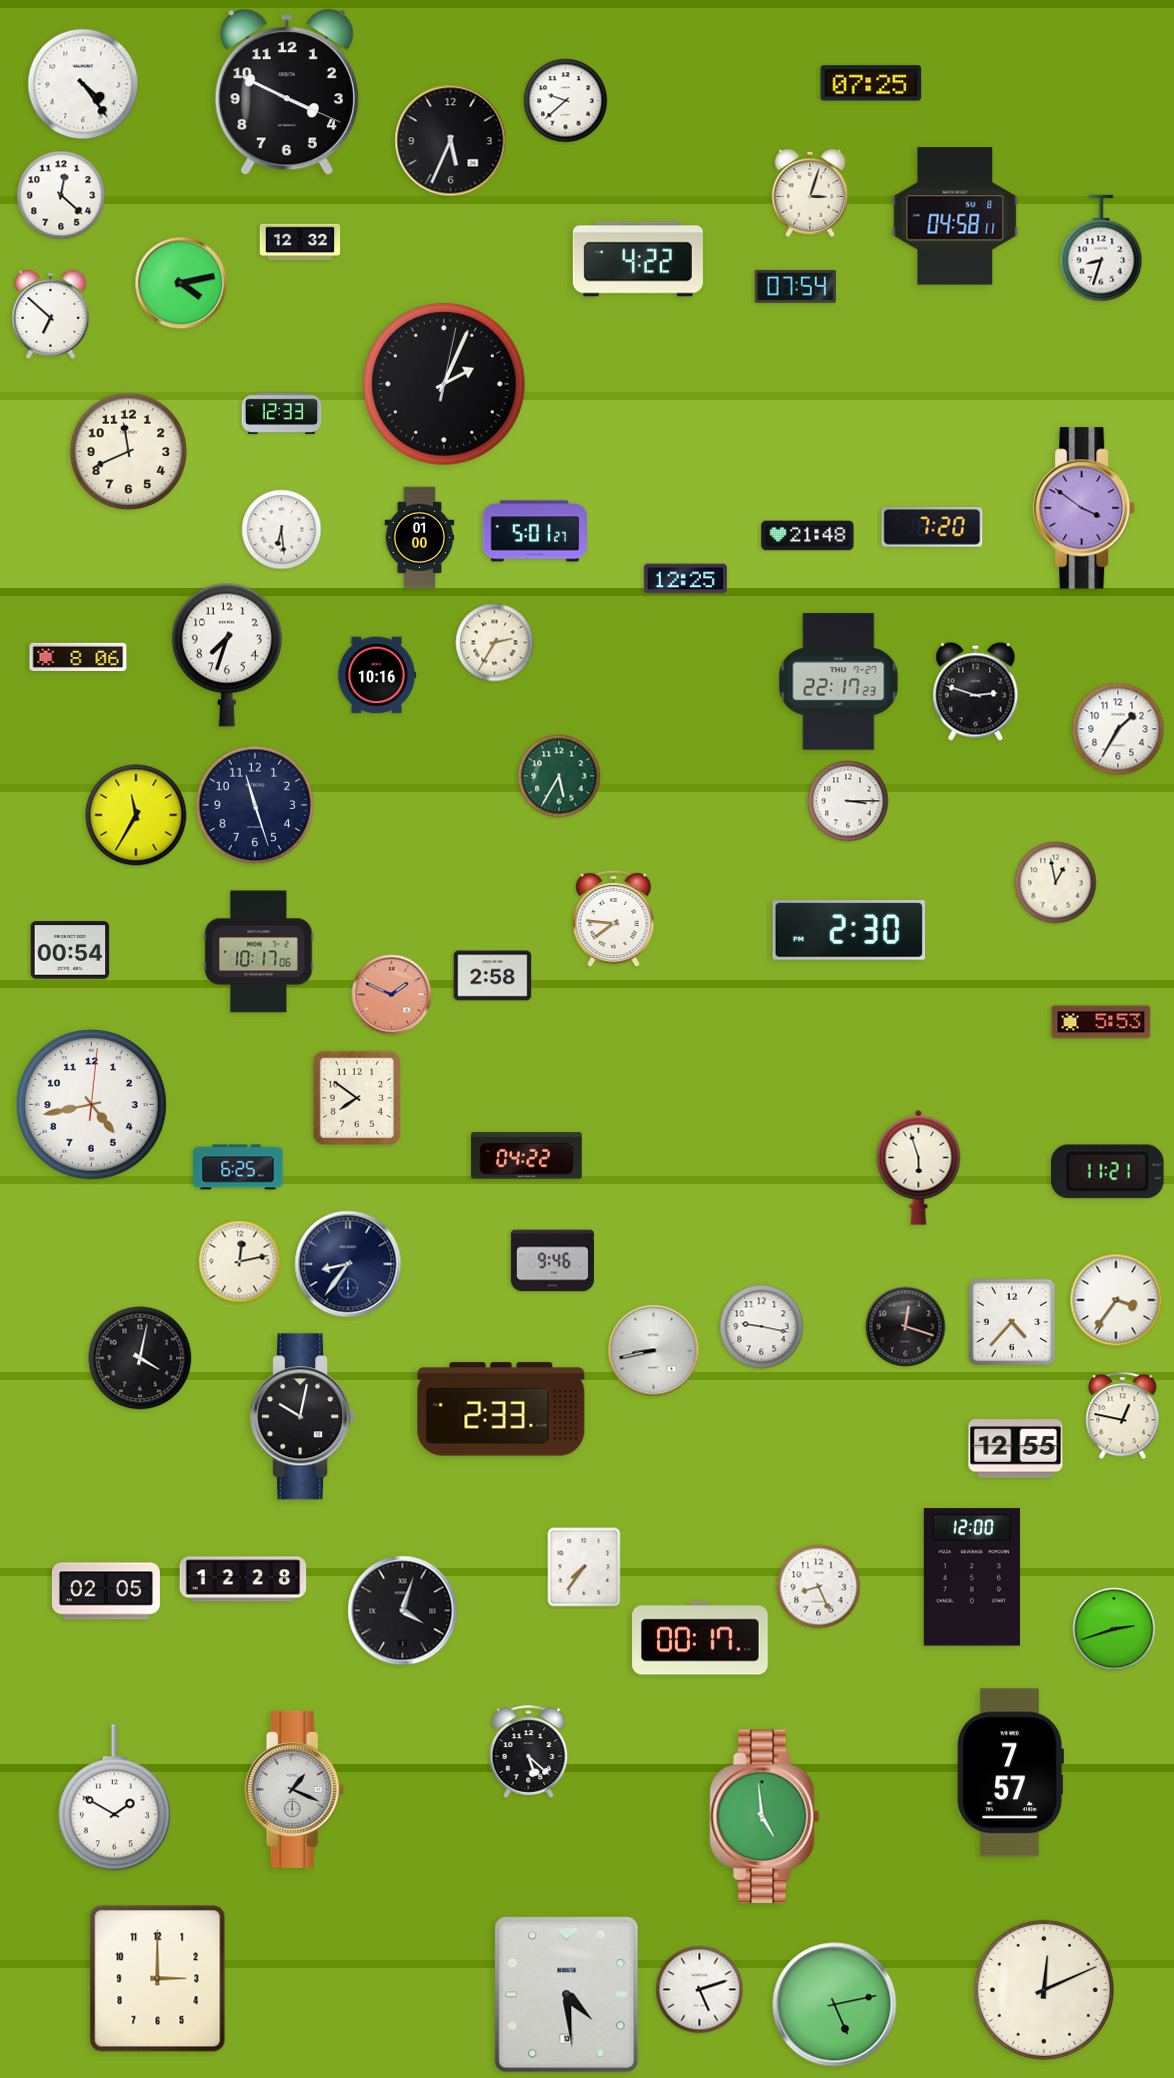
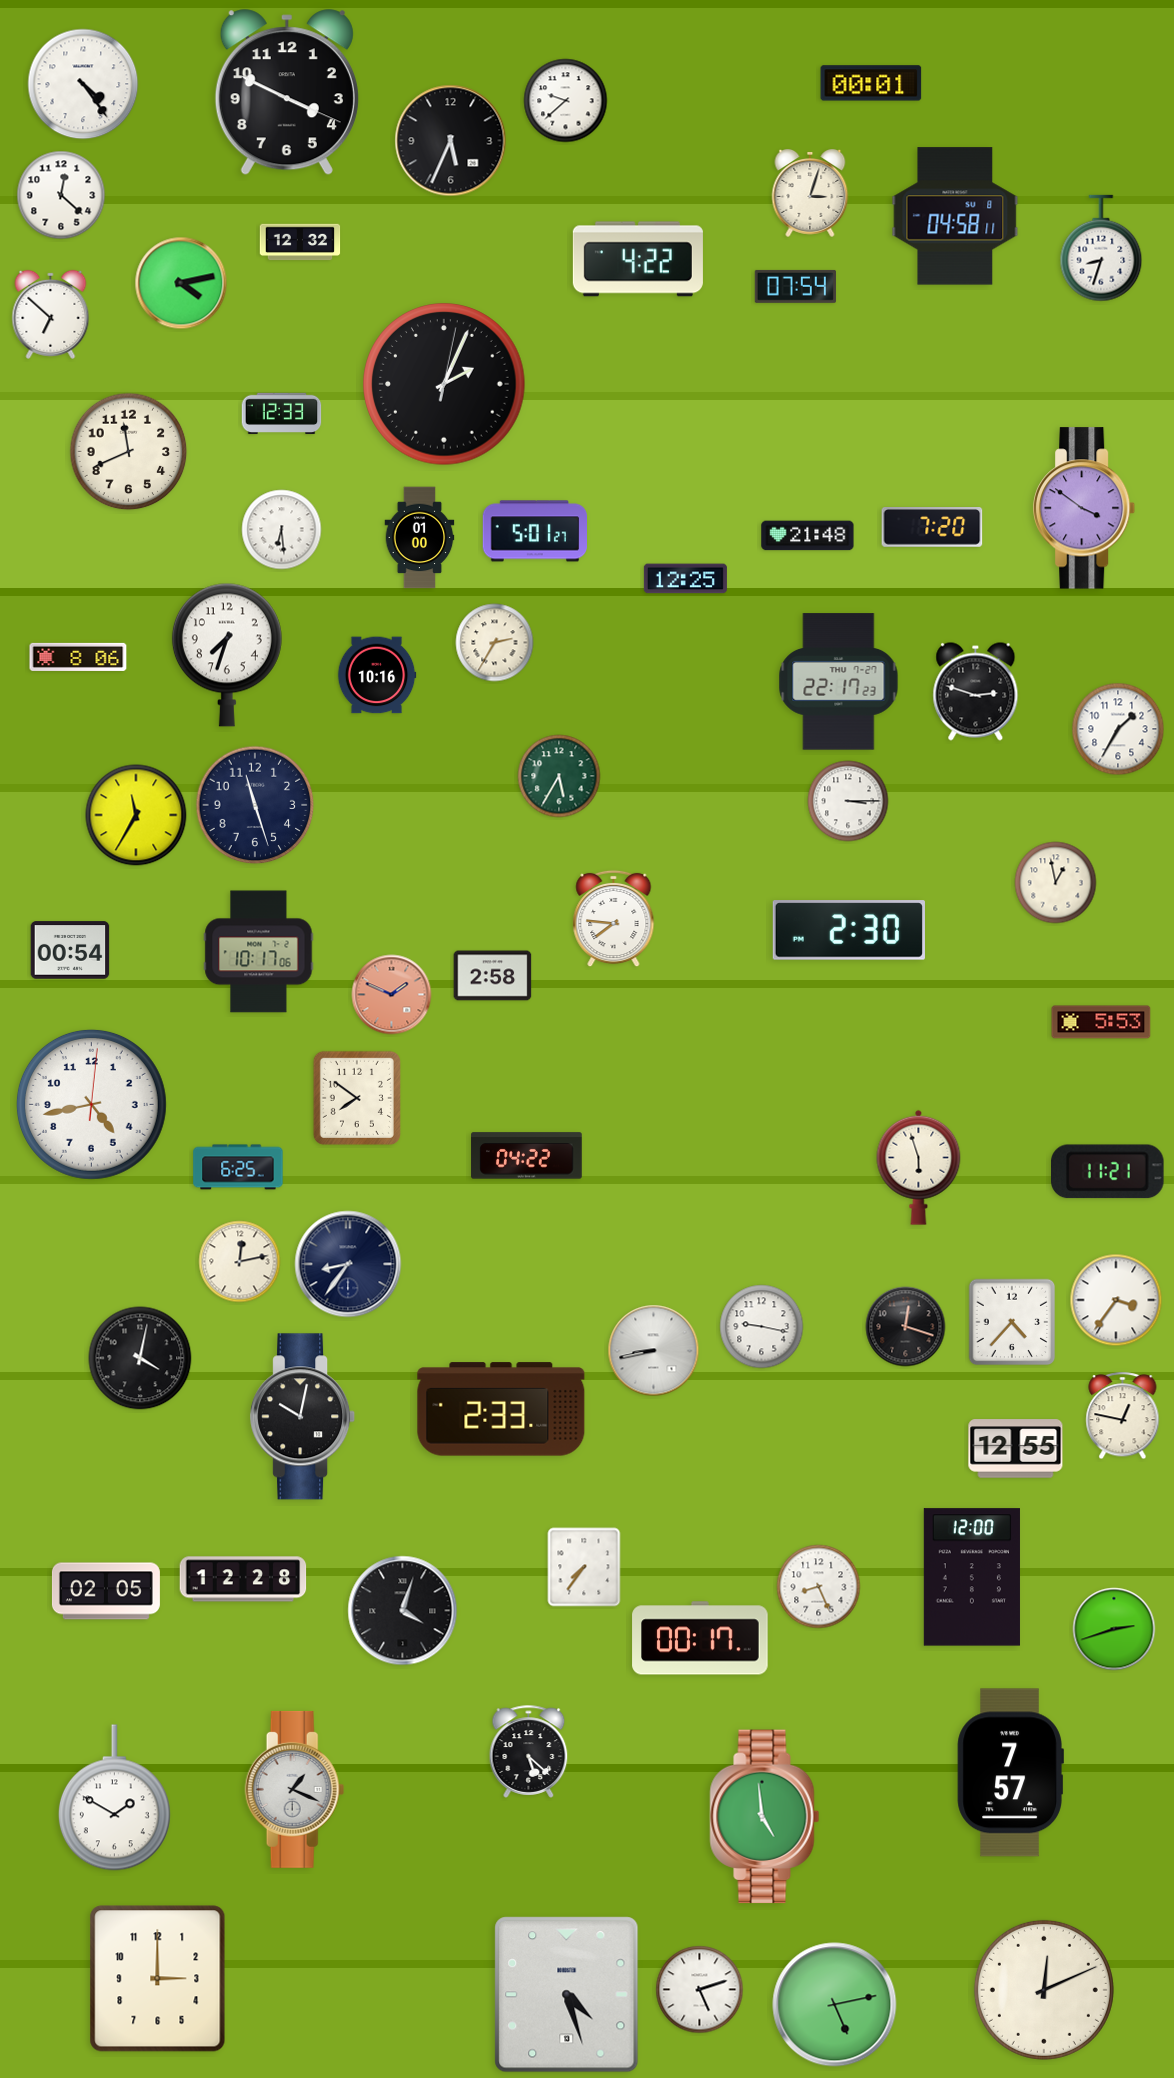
clock at (871, 83): 07:25 -> 00:01
clock at (552, 1261): 9:46 -> none
clock at (567, 1995): 4:29 -> 4:27
